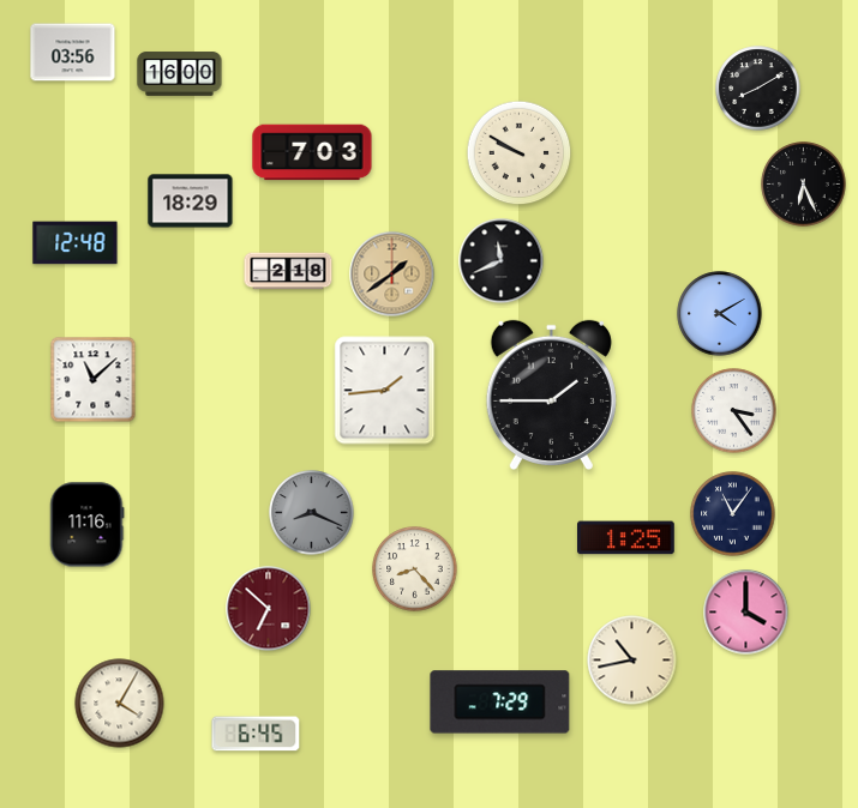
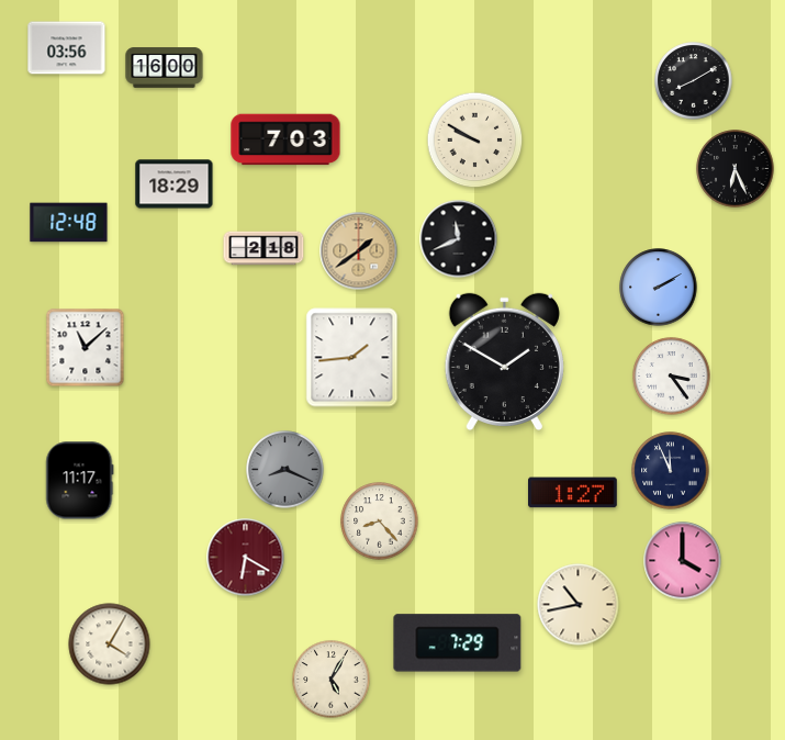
clock at (720, 314): 4:10 -> 2:10
clock at (551, 394): 1:45 -> 1:50
clock at (733, 514): 11:06 -> 11:56
clock at (88, 525): 11:16 -> 11:17
clock at (626, 538): 1:25 -> 1:27
clock at (269, 609): 6:52 -> 6:20
clock at (256, 734): 6:45 -> none
clock at (332, 680): none -> 5:05
